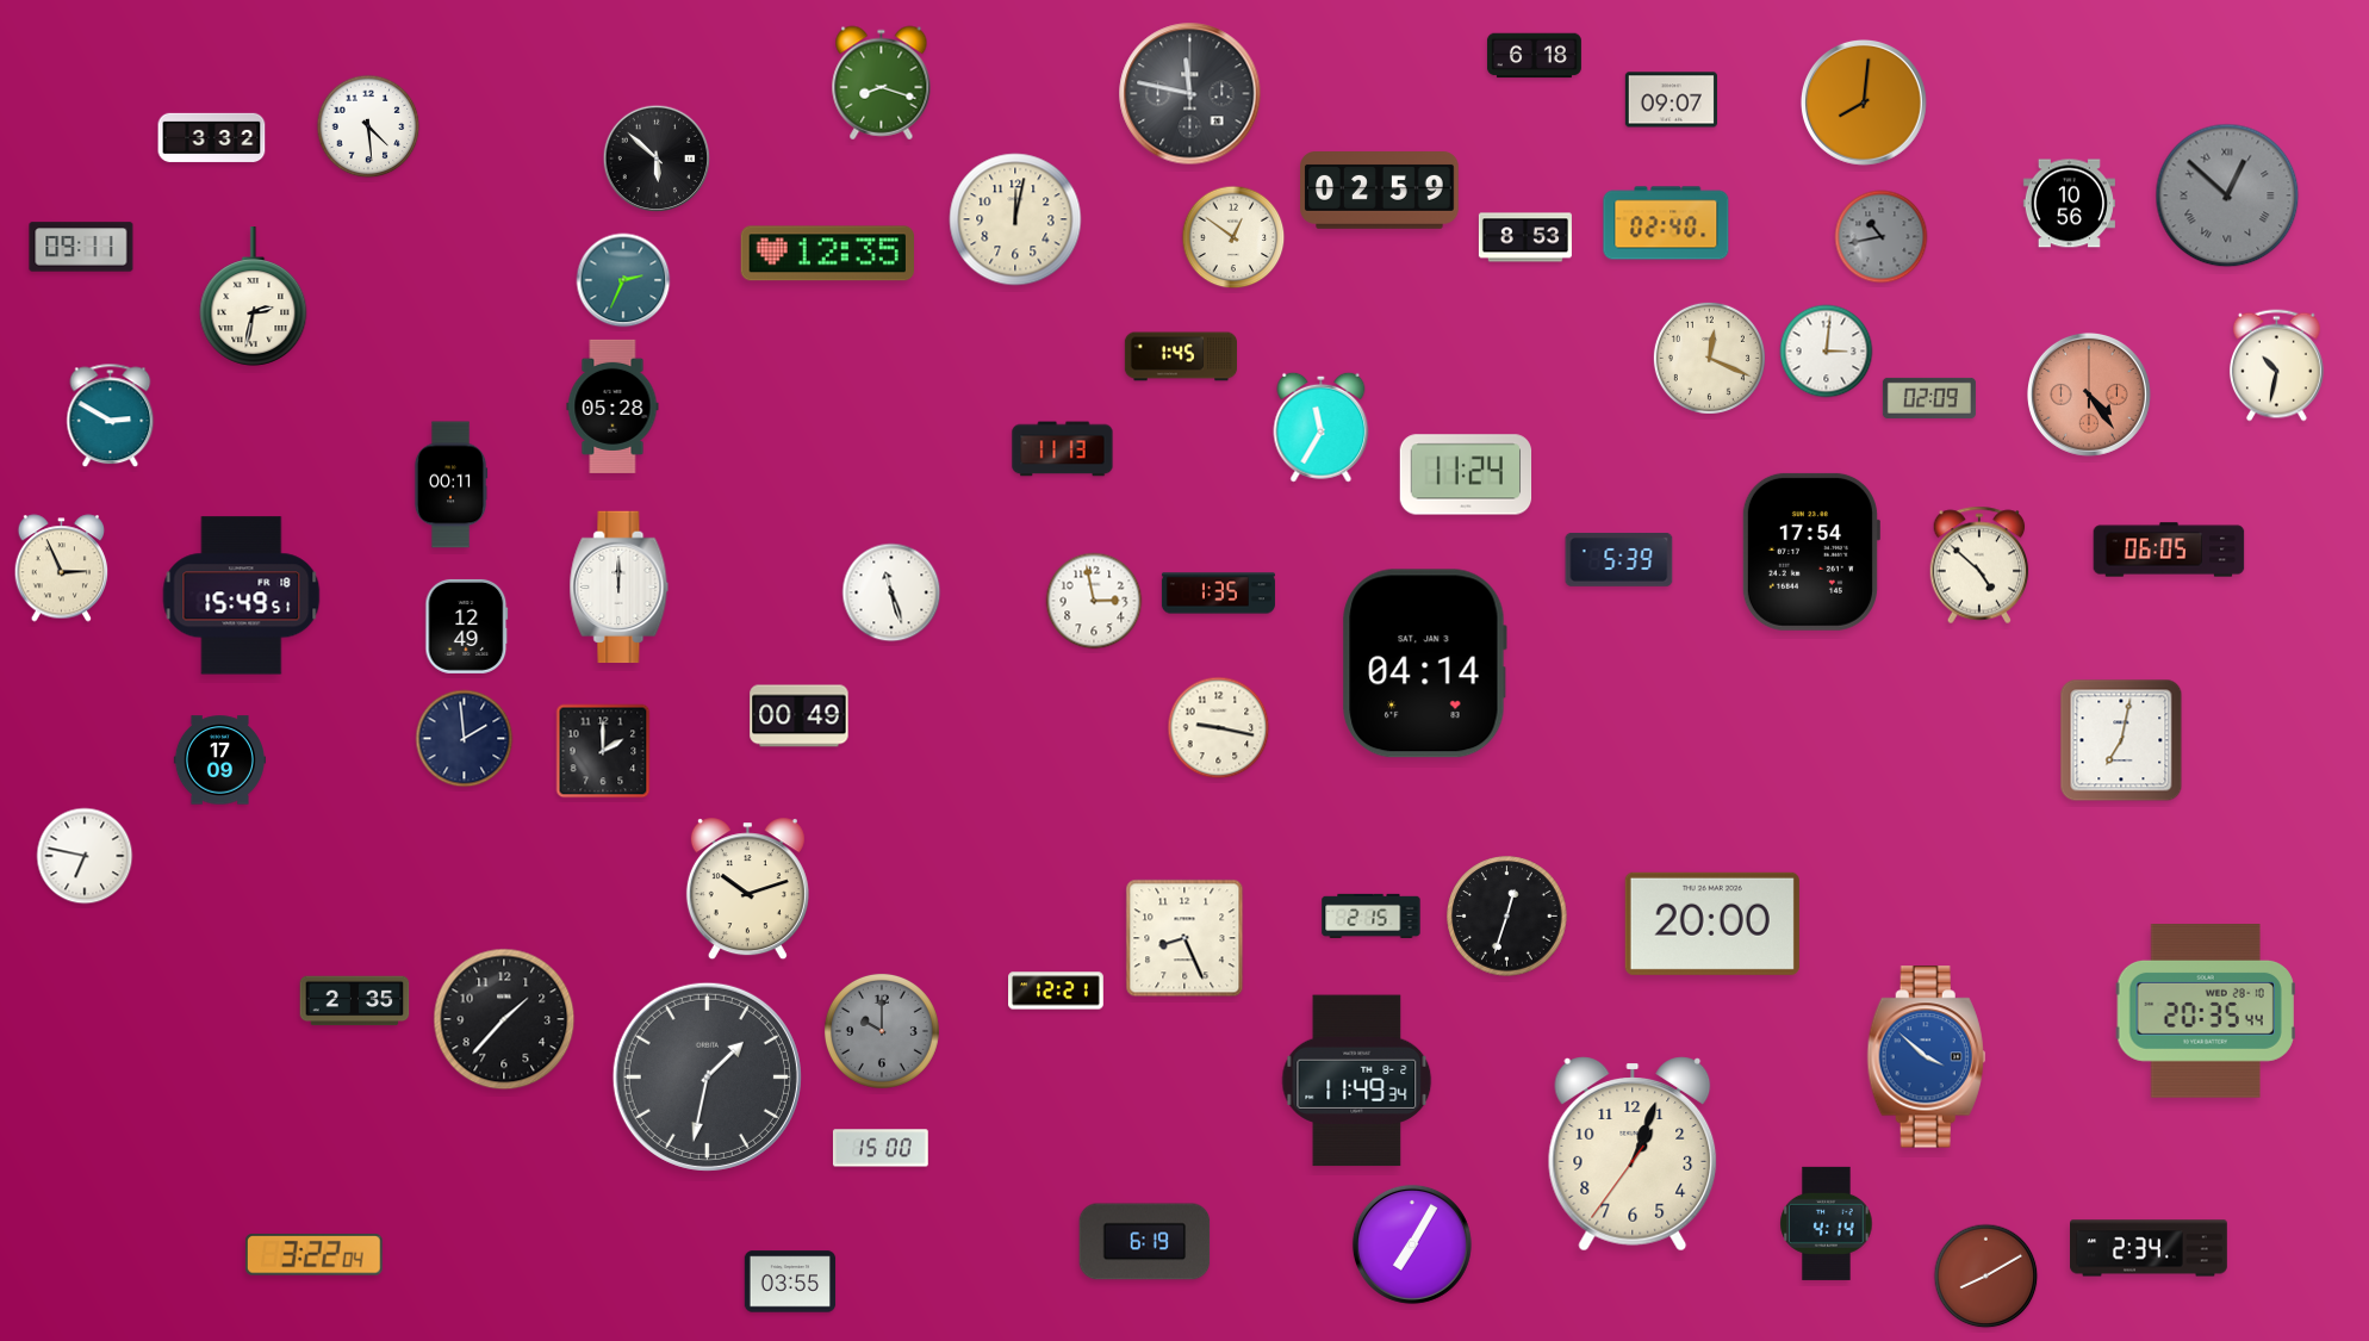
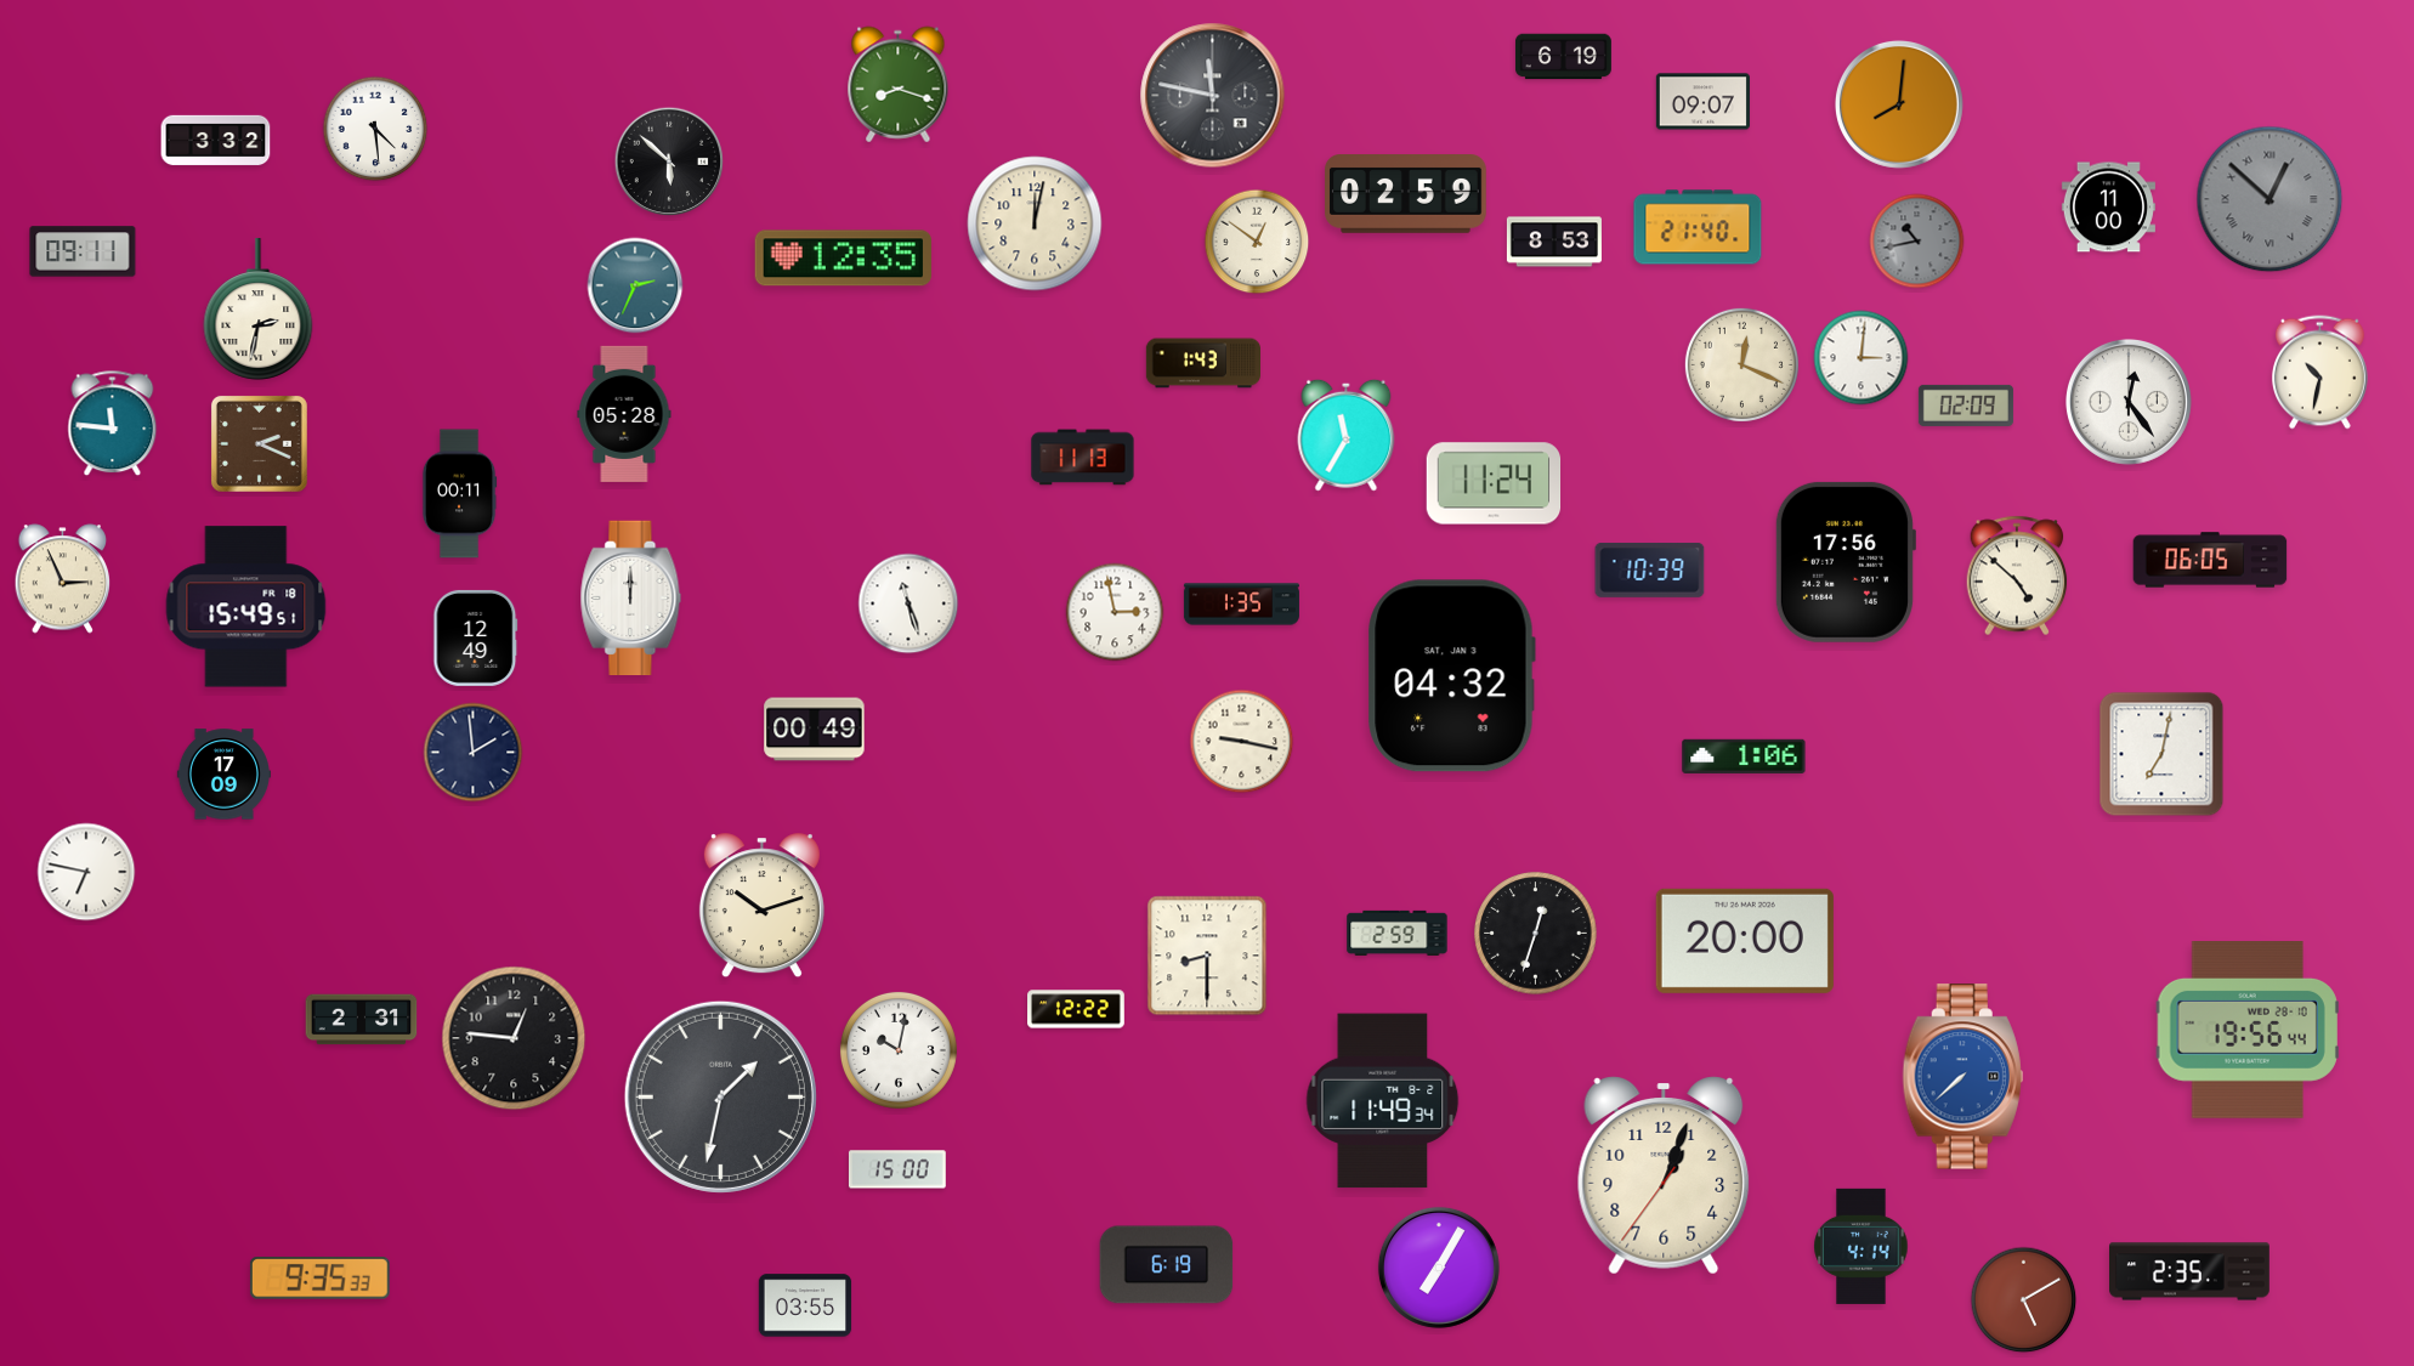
clock at (1534, 56): 6:18 -> 6:19
clock at (2069, 204): 10:56 -> 11:00
clock at (1666, 223): 02:40 -> 21:40
clock at (254, 297) position: (254, 297) -> (259, 310)
clock at (1180, 356): 1:45 -> 1:43
clock at (2089, 395): 4:24 -> 12:24
clock at (2089, 395) dial: salmon -> white
clock at (111, 416): 2:50 -> 11:46
clock at (259, 443): none -> 2:19
clock at (1810, 552): 17:54 -> 17:56
clock at (1619, 560): 5:39 -> 10:39
clock at (1424, 664): 04:14 -> 04:32
clock at (1744, 755): none -> 1:06
clock at (603, 751): 2:00 -> none
clock at (1372, 915): 2:15 -> 2:59
clock at (1184, 938): 8:26 -> 8:30
clock at (1056, 991): 12:21 -> 12:22
clock at (355, 1001): 2:35 -> 2:31
clock at (2206, 1012): 20:35 -> 19:56
clock at (504, 1019): 1:37 -> 12:46
clock at (882, 1031): 10:00 -> 10:02
clock at (882, 1031) dial: grey -> white
clock at (1926, 1057): 3:52 -> 7:38
clock at (2150, 1248): 2:34 -> 2:35
clock at (313, 1255): 3:22 -> 9:35
clock at (1986, 1277): 8:10 -> 5:10
